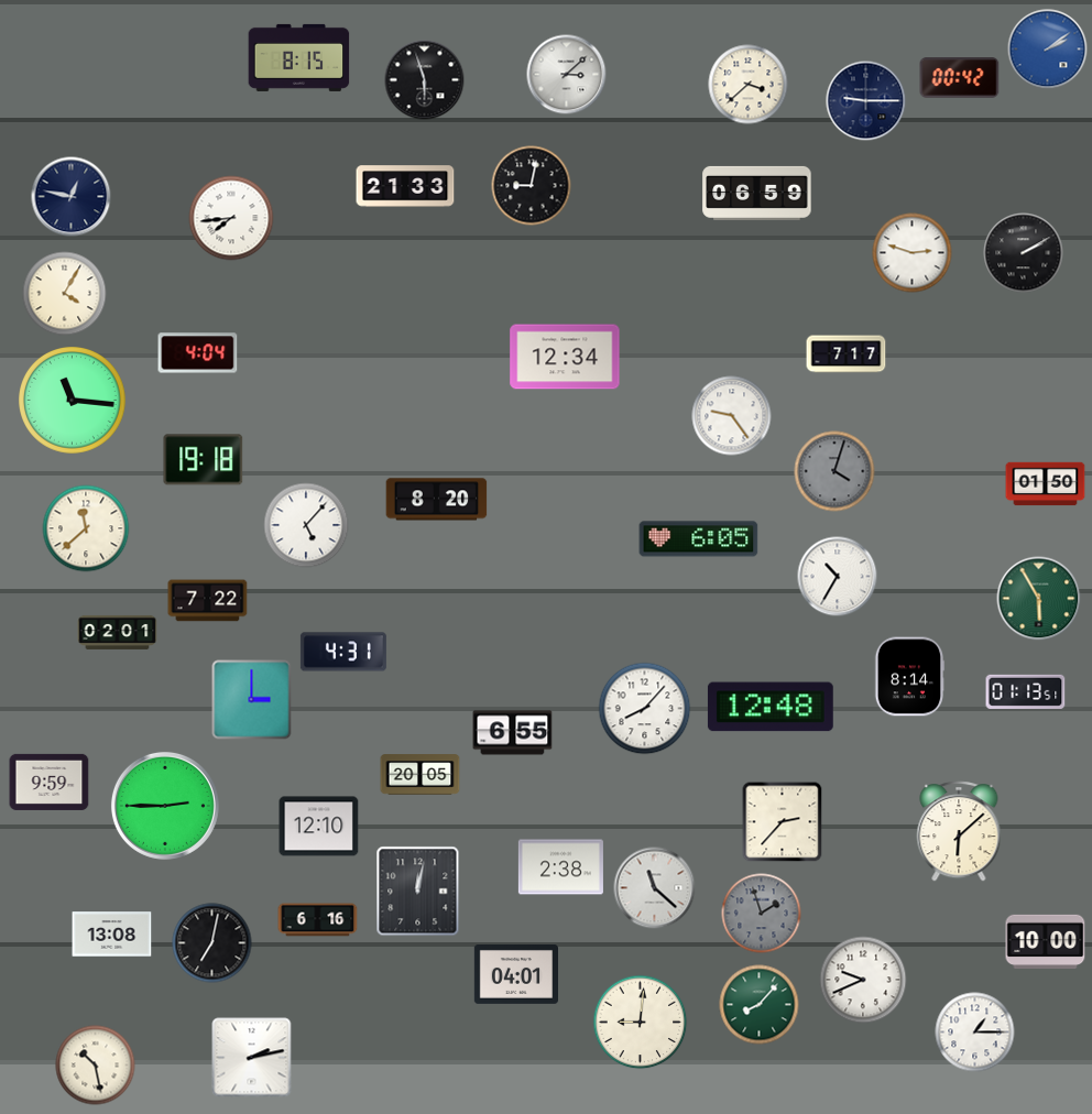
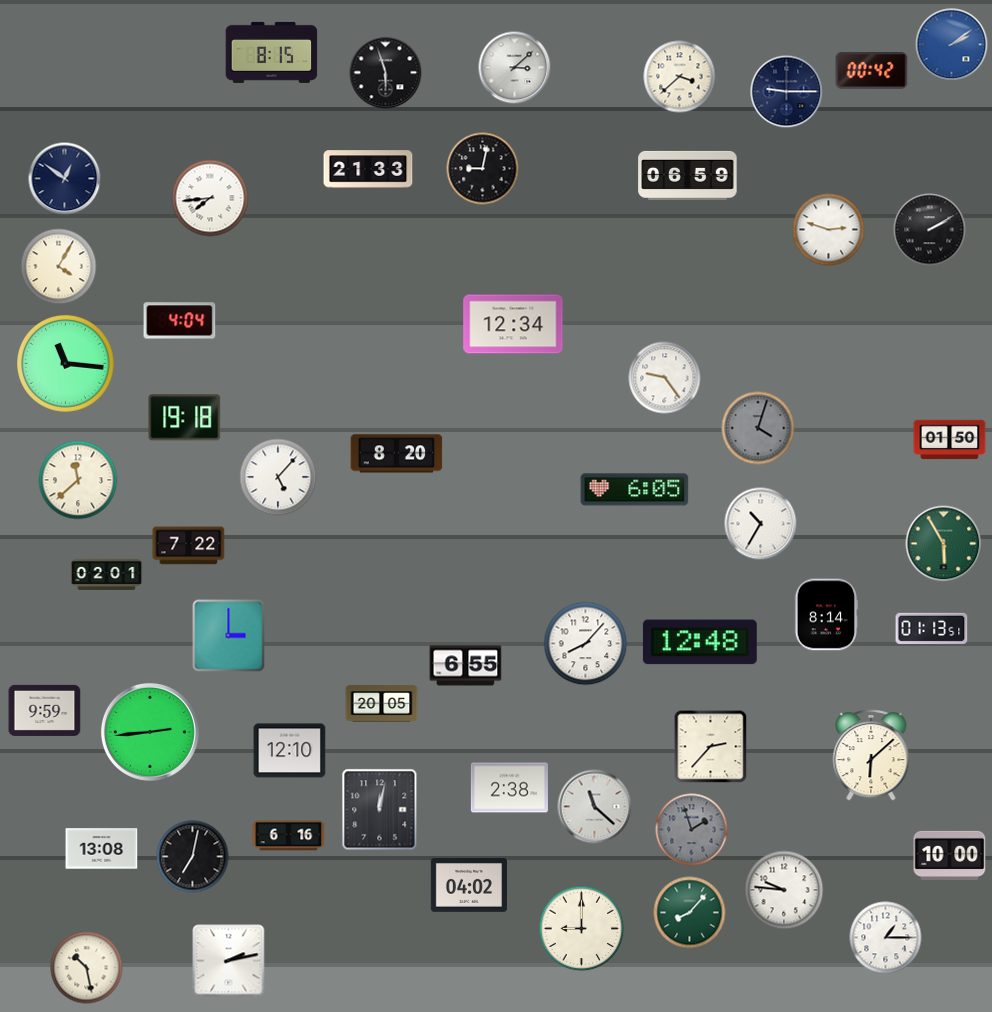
clock at (72, 197): 12:47 -> 12:51
clock at (847, 354): 7:17 -> none
clock at (343, 652): 4:31 -> none
clock at (165, 806): 2:45 -> 2:44
clock at (515, 975): 04:01 -> 04:02
clock at (863, 980): 9:41 -> 9:46
clock at (641, 1023): 9:01 -> 9:00
